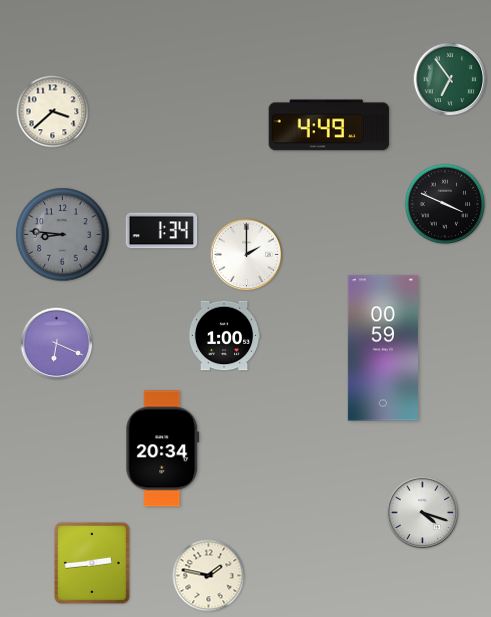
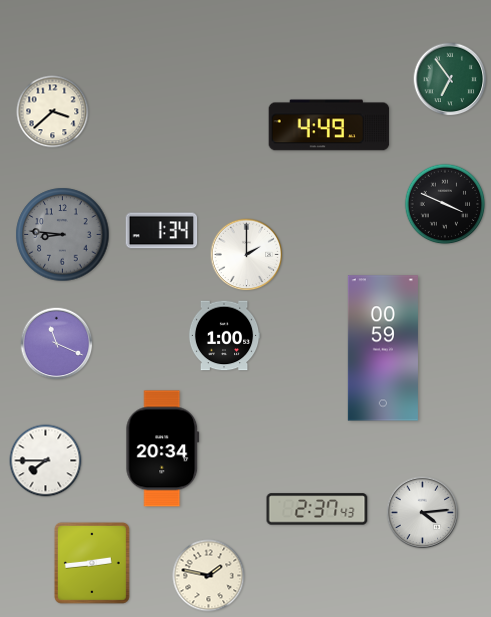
clock at (57, 344): 6:19 -> 11:19
clock at (46, 461): none -> 7:45
clock at (317, 509): none -> 2:37
clock at (423, 513): 4:18 -> 4:14
